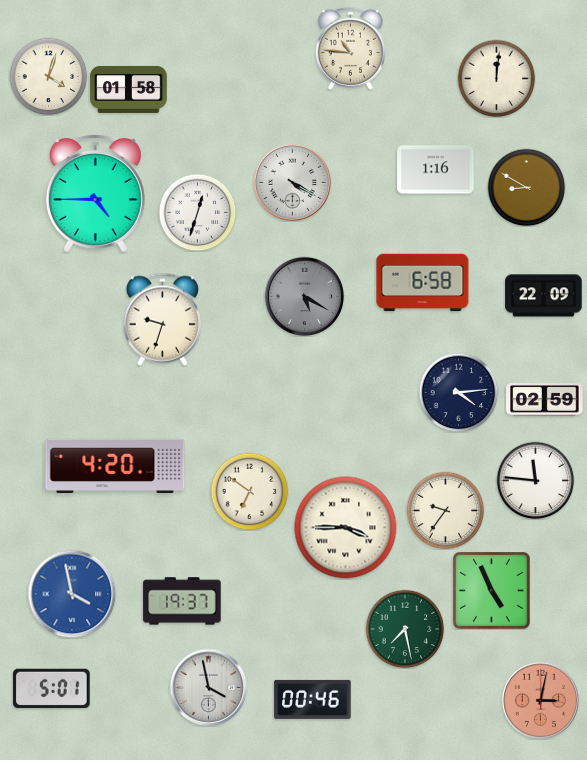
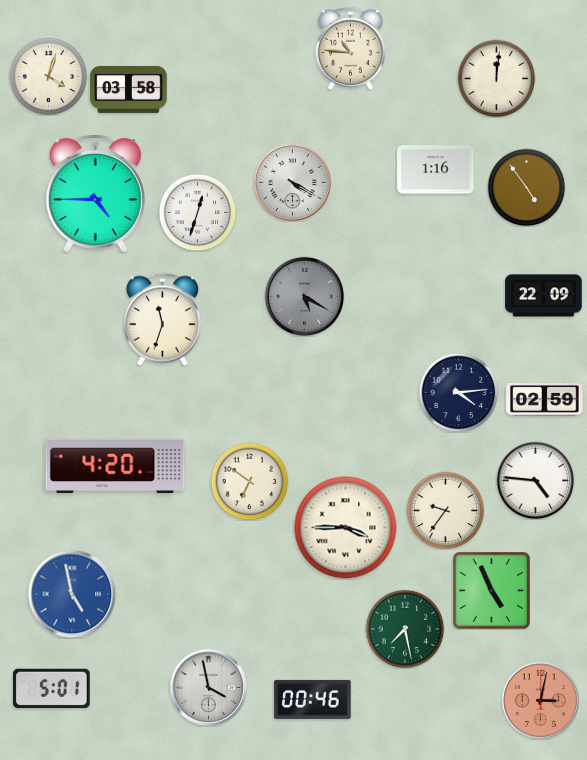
clock at (129, 89): 01:58 -> 03:58
clock at (526, 187): 8:50 -> 4:54
clock at (423, 283): 6:58 -> none
clock at (162, 319): 9:33 -> 11:33
clock at (535, 480): 11:46 -> 4:46
clock at (249, 491) position: (249, 491) -> (249, 481)
clock at (72, 594): 3:58 -> 4:58
clock at (182, 601): 19:37 -> none
